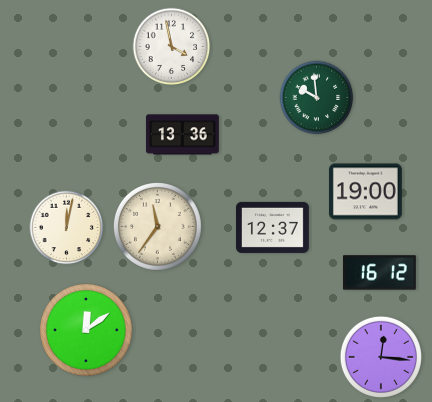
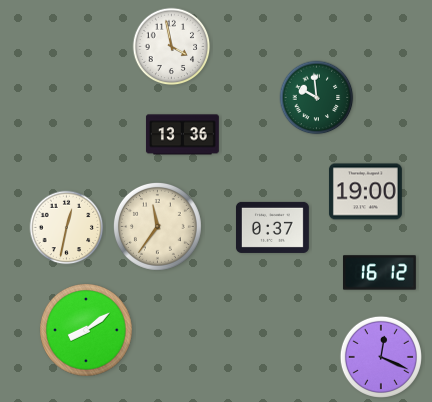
clock at (272, 227): 12:37 -> 0:37
clock at (67, 228): 12:02 -> 12:32
clock at (86, 330): 12:09 -> 8:09
clock at (381, 357): 12:16 -> 12:19
